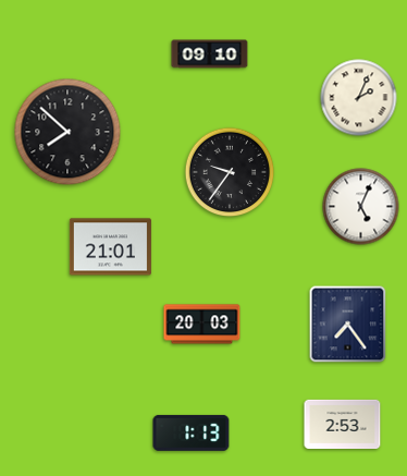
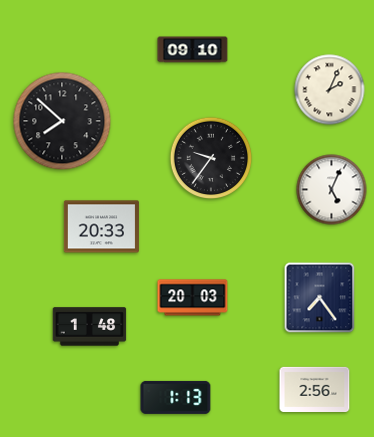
clock at (110, 247): 21:01 -> 20:33
clock at (202, 325) position: (202, 325) -> (193, 298)
clock at (90, 327): none -> 1:48
clock at (343, 424): 2:53 -> 2:56
